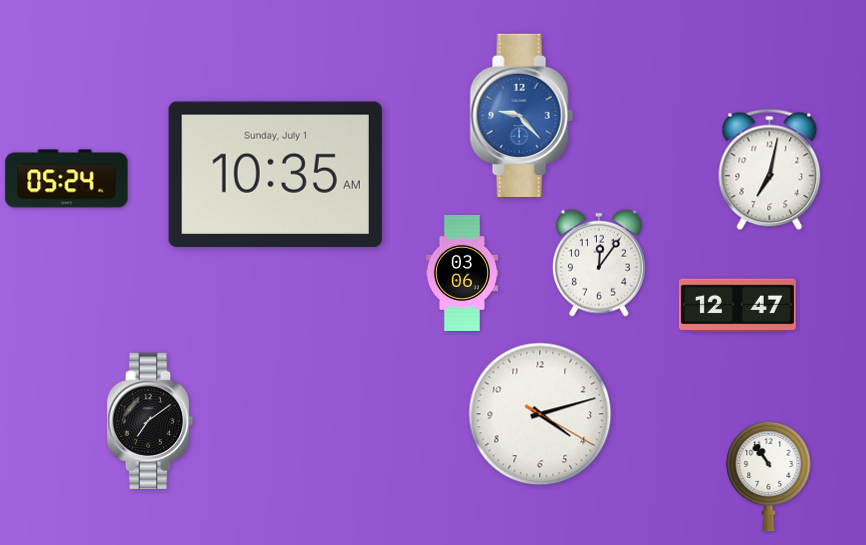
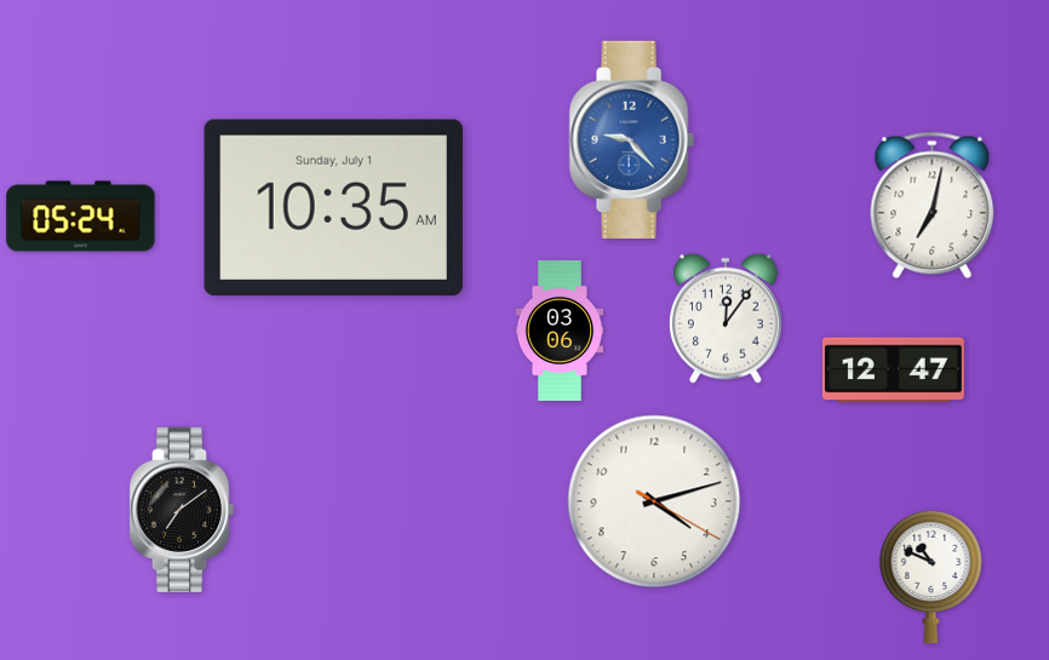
clock at (275, 174) position: (275, 174) -> (333, 207)
clock at (769, 476): 10:54 -> 10:49
